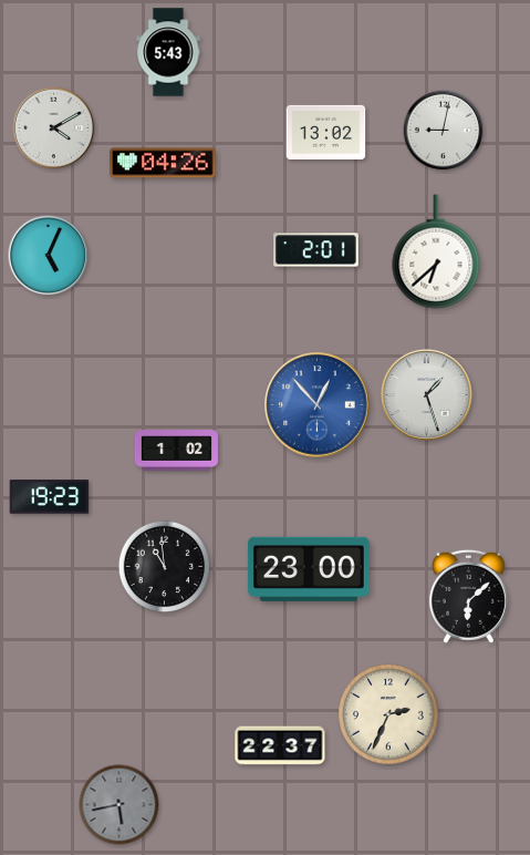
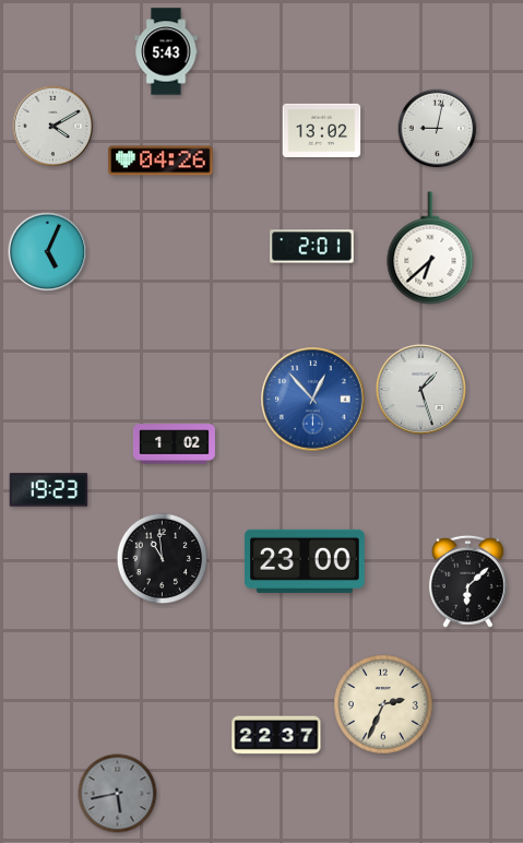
clock at (468, 596) position: (468, 596) -> (467, 581)
